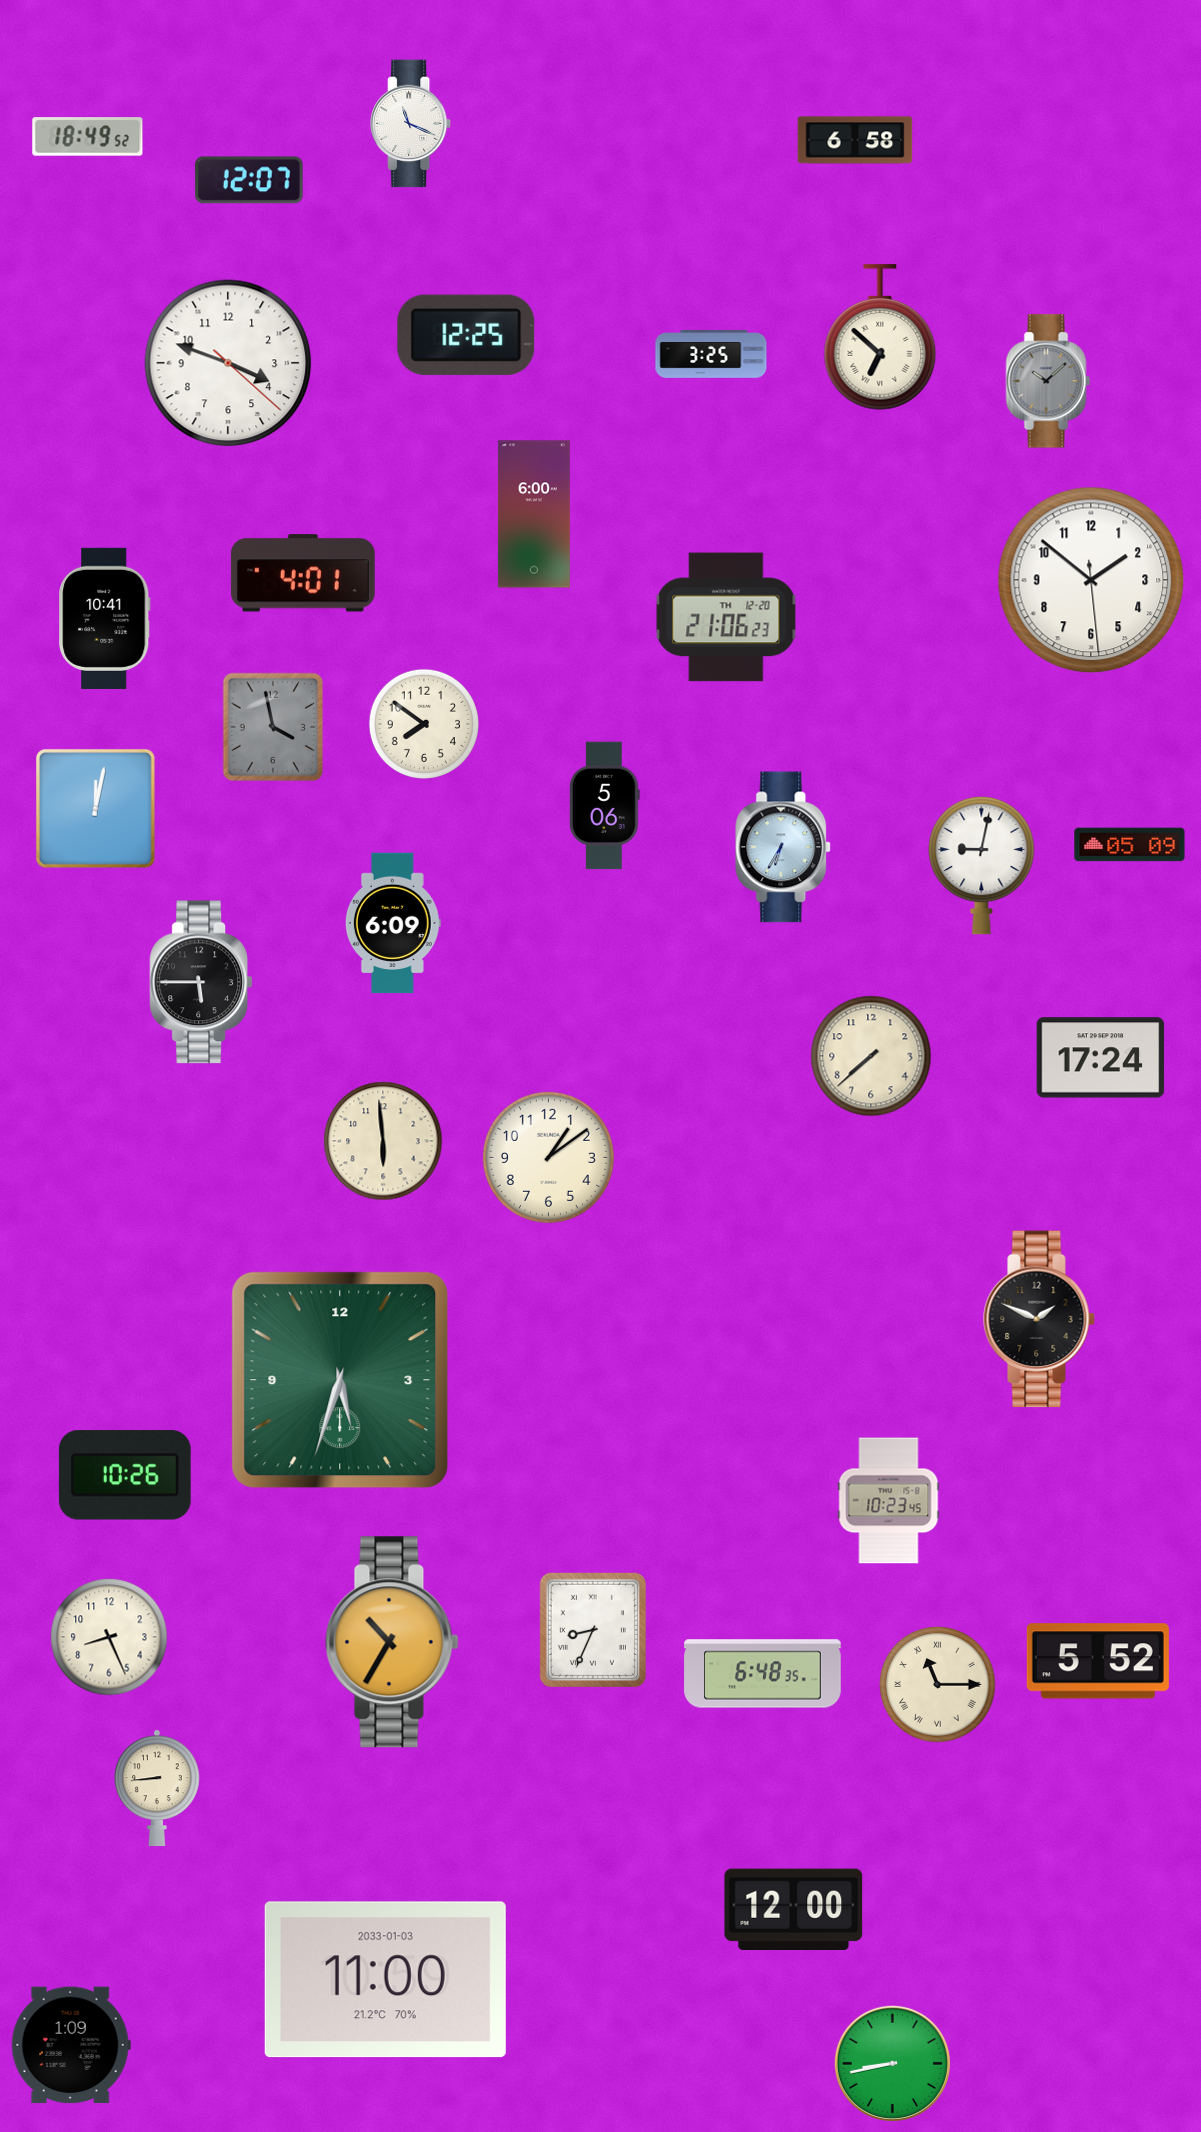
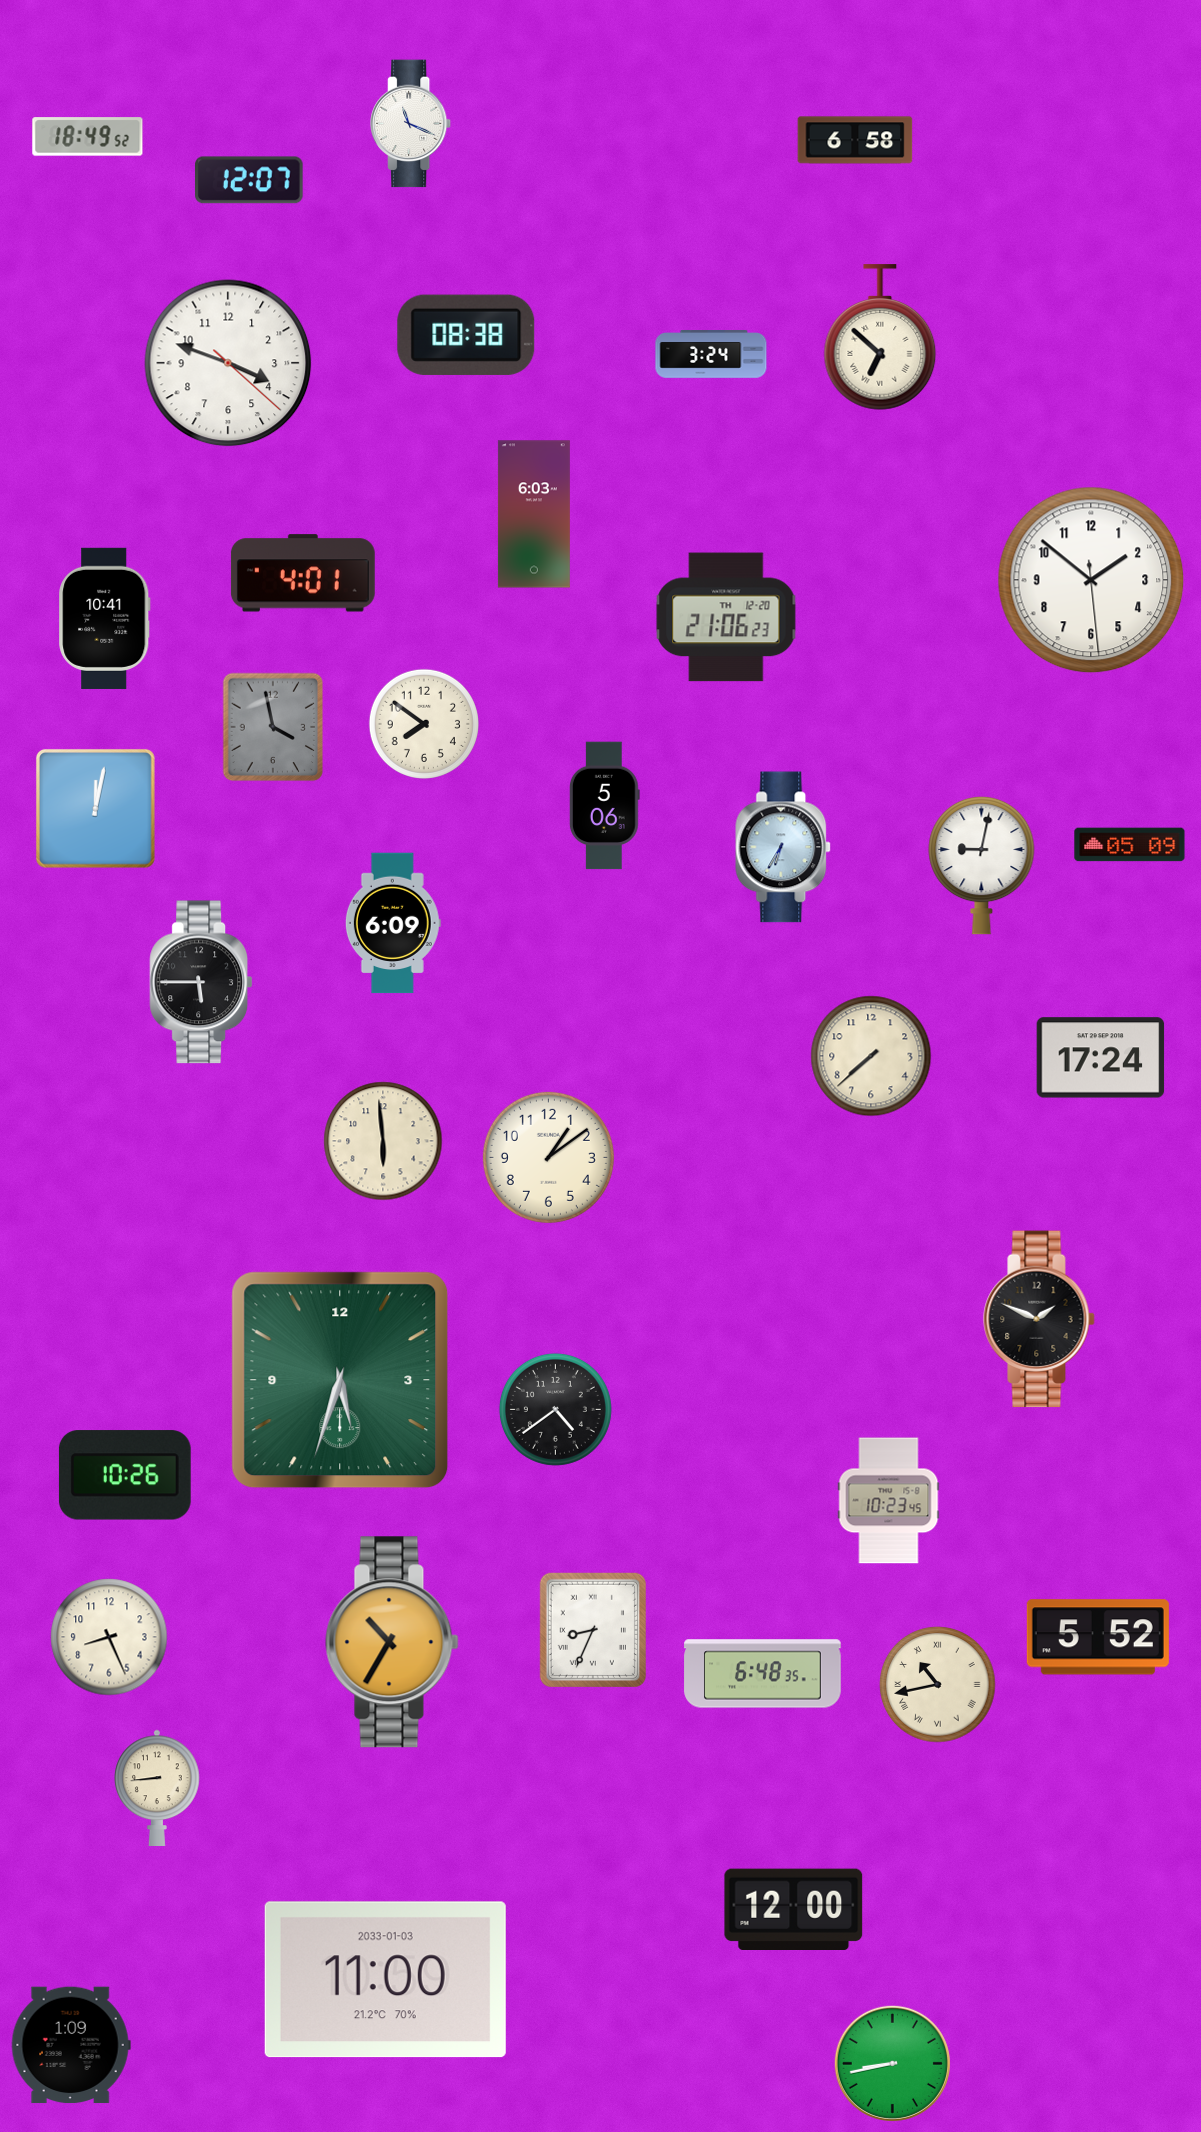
clock at (466, 335): 12:25 -> 08:38
clock at (711, 355): 3:25 -> 3:24
clock at (1048, 381): 10:08 -> none
clock at (534, 514): 6:00 -> 6:03
clock at (555, 1409): none -> 4:39
clock at (1098, 1661) position: (1098, 1661) -> (1098, 1637)
clock at (938, 1685): 11:15 -> 10:43
